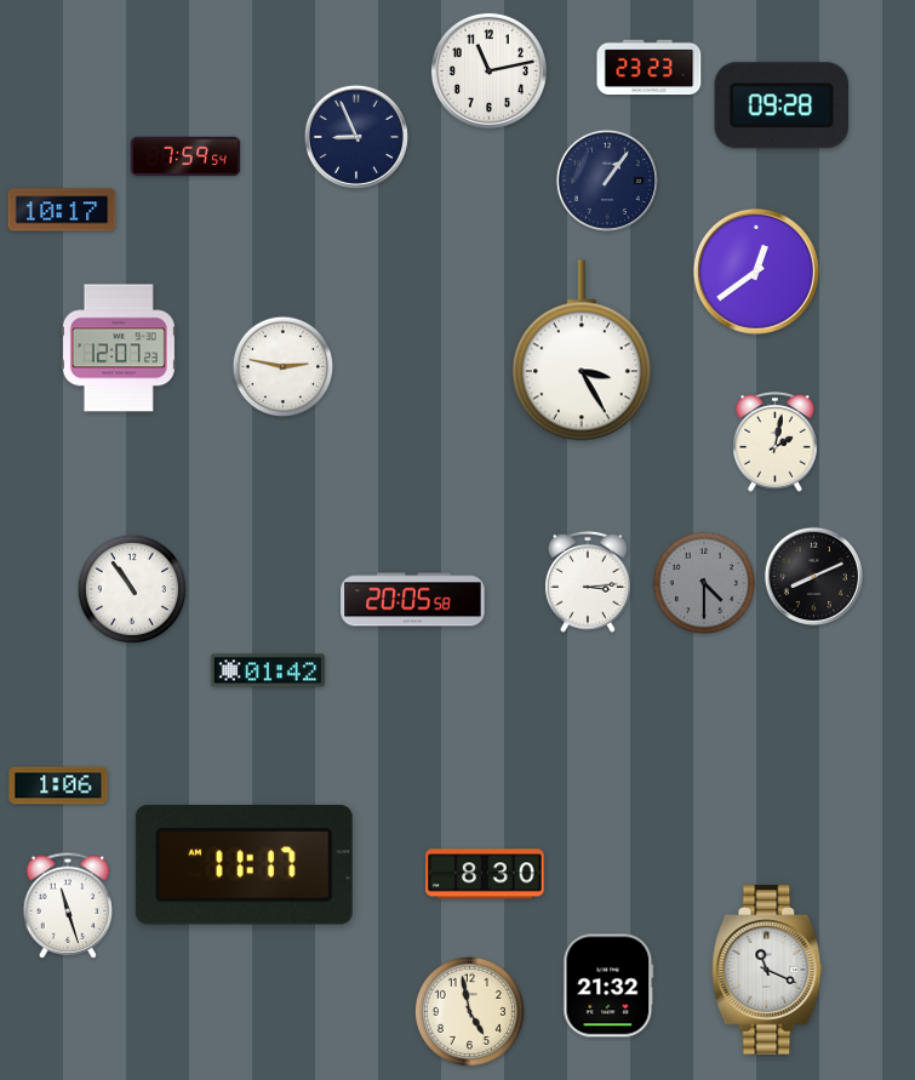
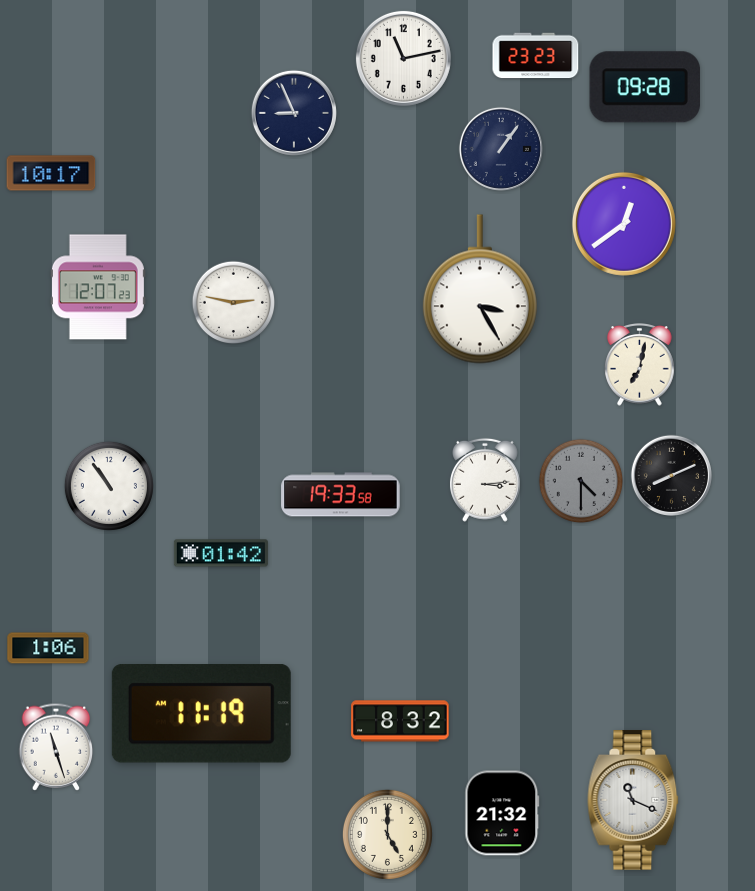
clock at (185, 156): 7:59 -> none
clock at (776, 442): 2:02 -> 7:02
clock at (413, 600): 20:05 -> 19:33
clock at (244, 865): 11:17 -> 11:19
clock at (485, 874): 8:30 -> 8:32
clock at (469, 1011): 4:58 -> 5:00
